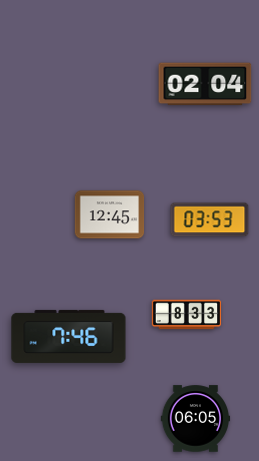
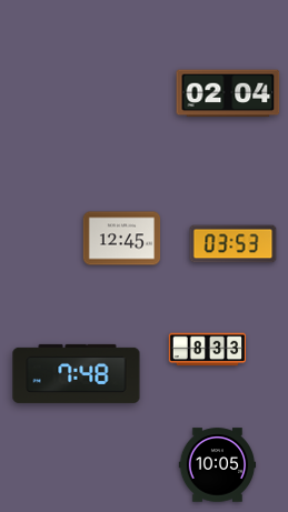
clock at (69, 336): 7:46 -> 7:48
clock at (196, 419): 06:05 -> 10:05
